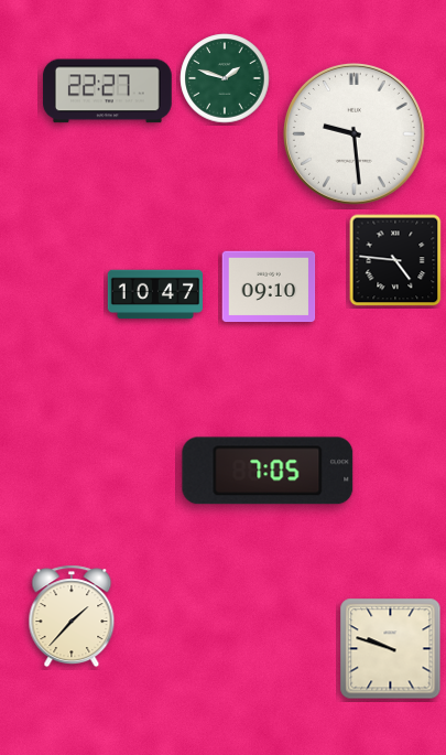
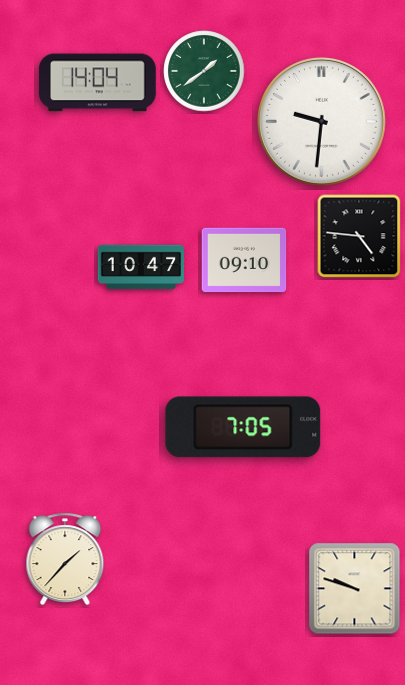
clock at (225, 78): 1:48 -> 1:39
clock at (107, 91): 22:27 -> 14:04
clock at (353, 133): 9:29 -> 9:31
